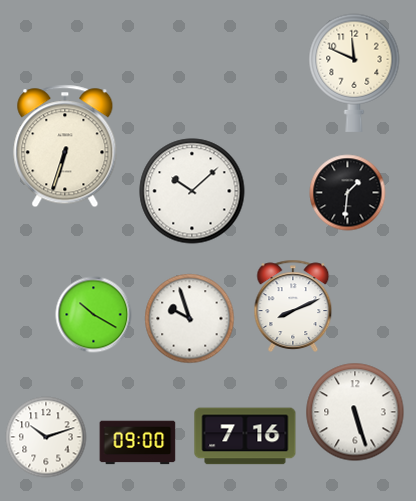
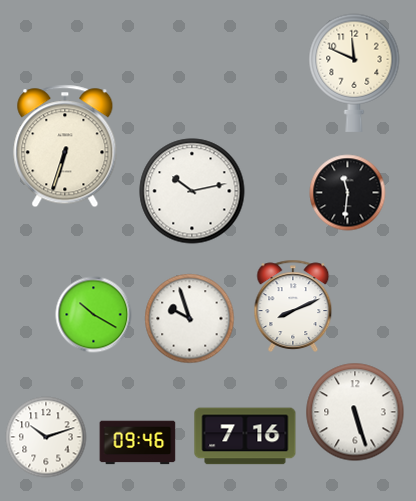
clock at (192, 191): 10:08 -> 10:13
clock at (348, 193): 1:31 -> 11:31
clock at (138, 443): 09:00 -> 09:46
